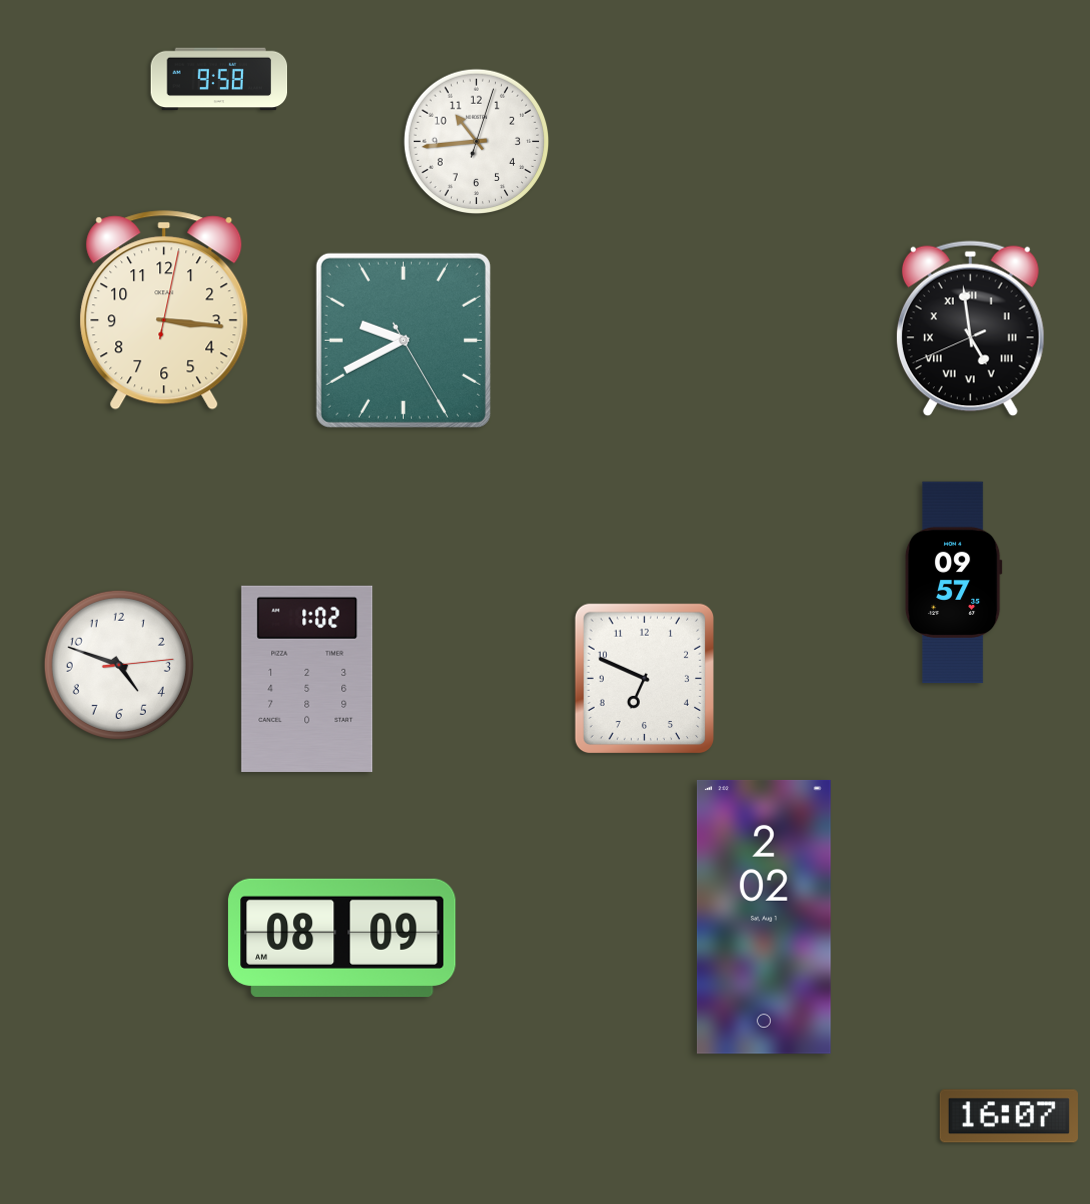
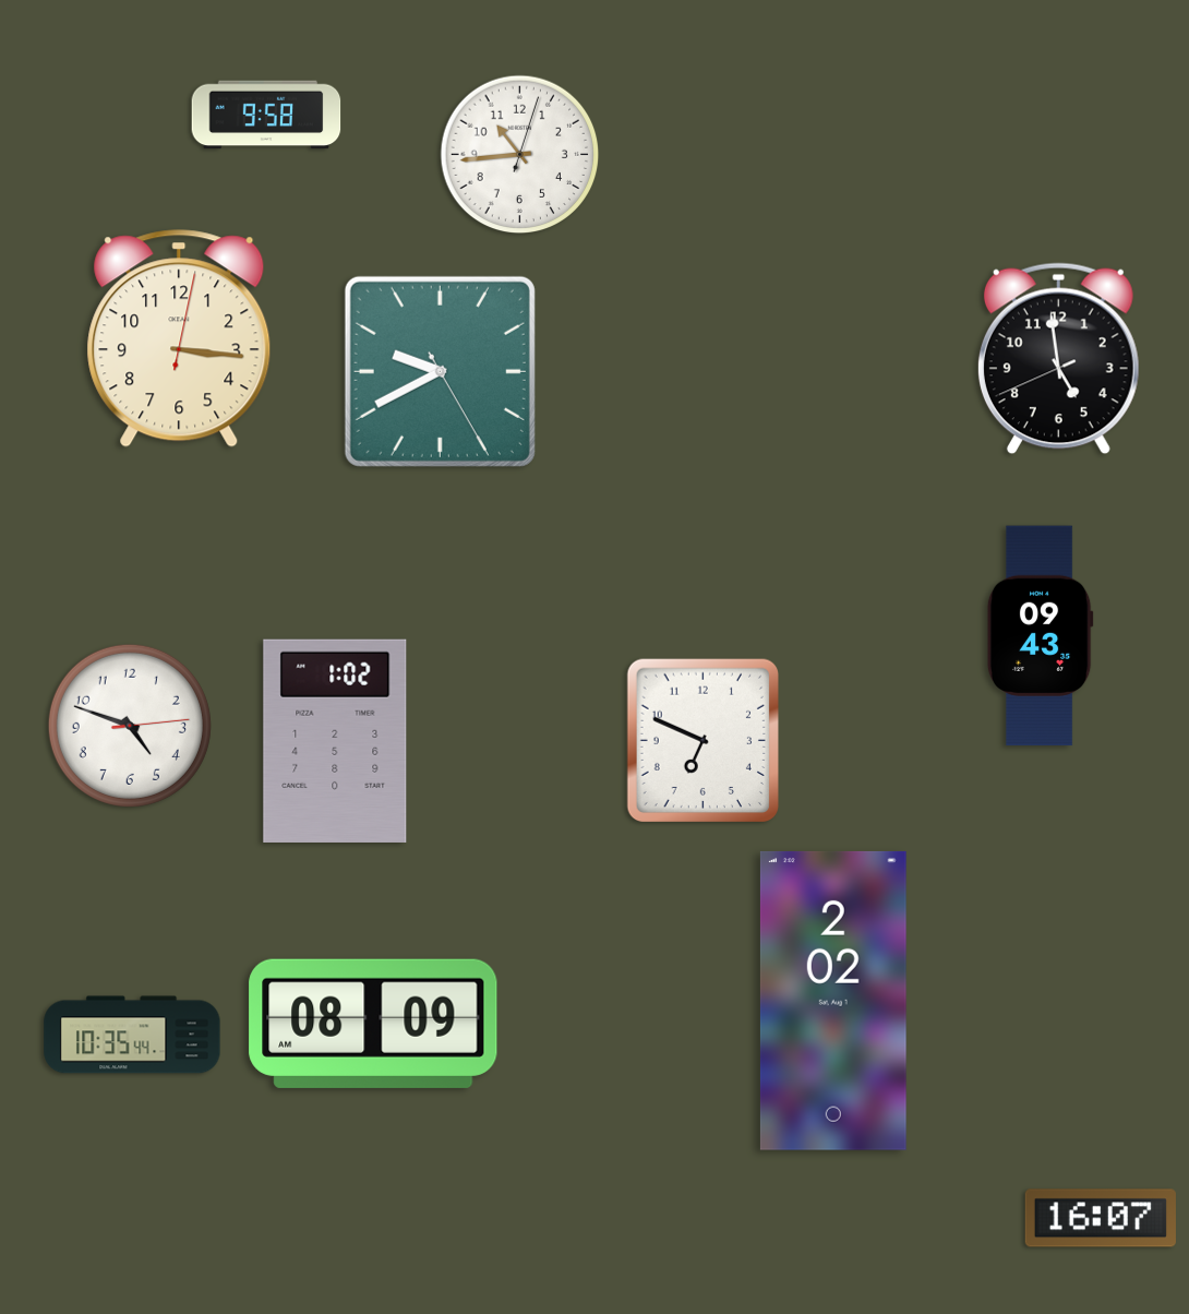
clock at (219, 79) position: (219, 79) -> (266, 115)
clock at (970, 329) numerals: Roman -> Arabic
clock at (953, 583): 09:57 -> 09:43
clock at (132, 1035): none -> 10:35
